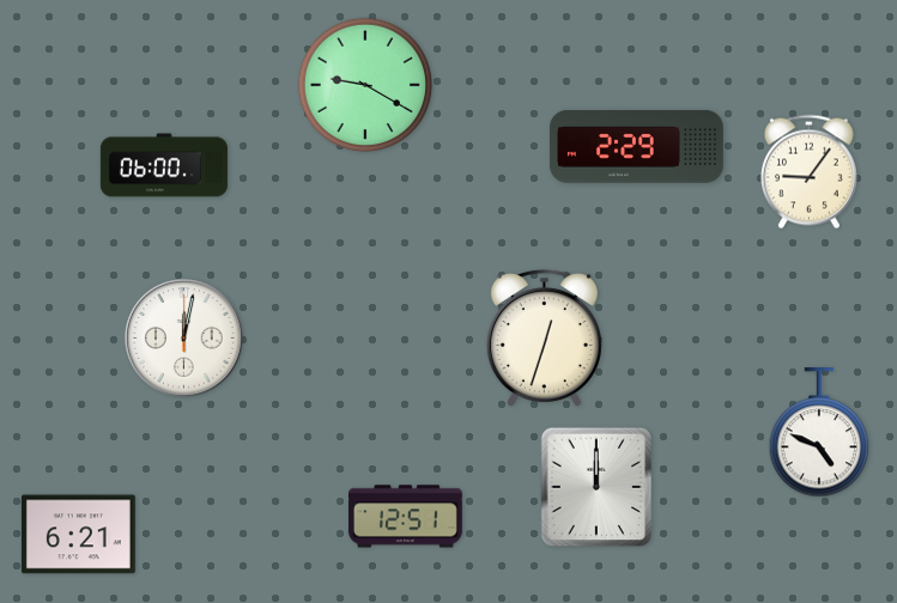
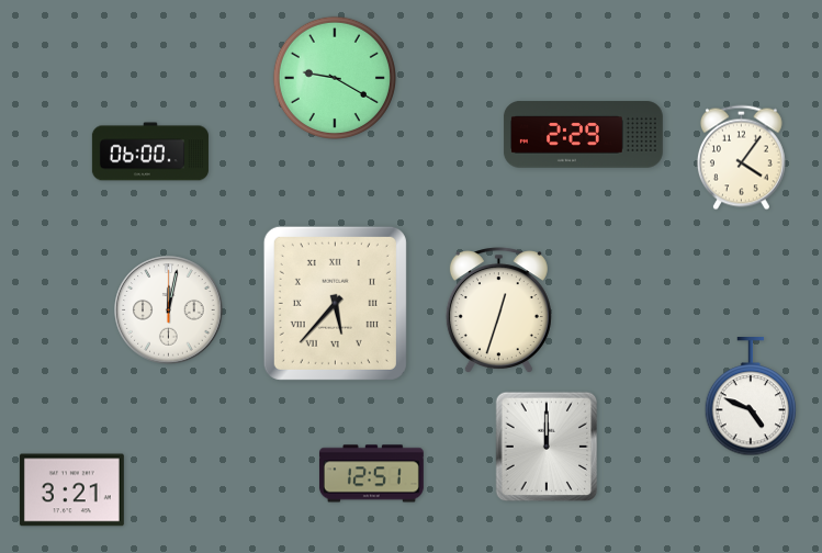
clock at (808, 172): 9:06 -> 4:06
clock at (335, 303): none -> 5:37
clock at (78, 535): 6:21 -> 3:21
